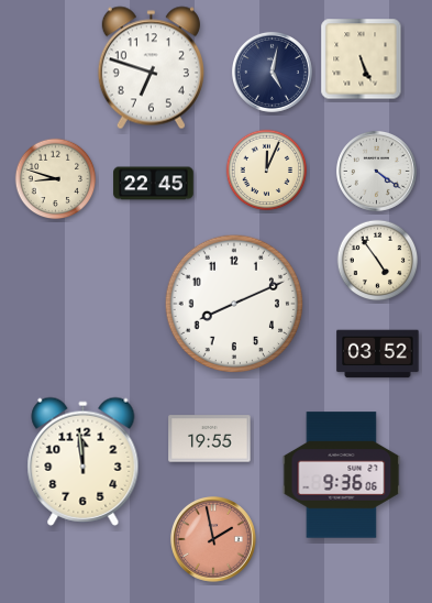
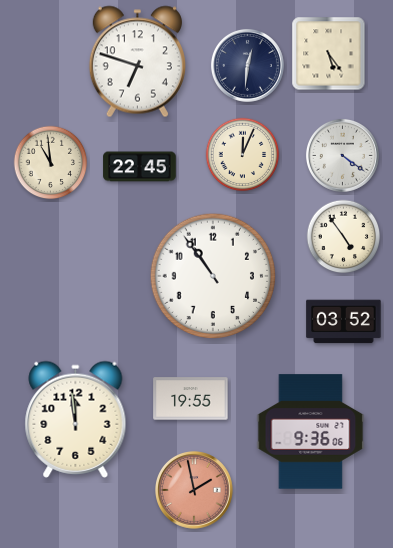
clock at (362, 59): 5:26 -> 5:24
clock at (272, 72): 5:02 -> 12:31
clock at (56, 179): 8:48 -> 10:59
clock at (234, 304): 8:11 -> 10:54
